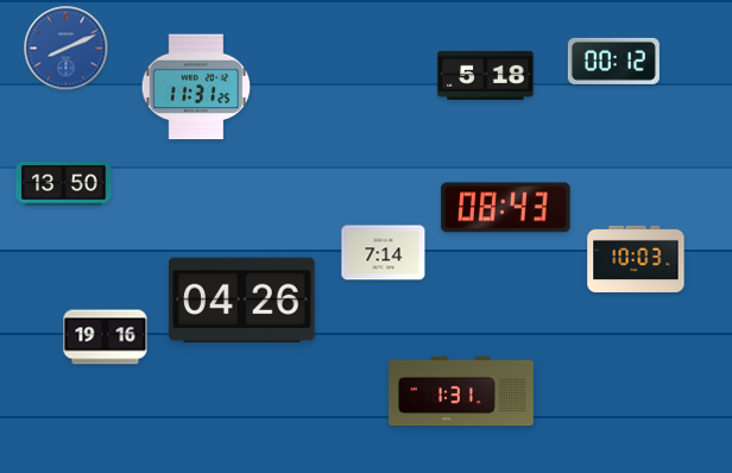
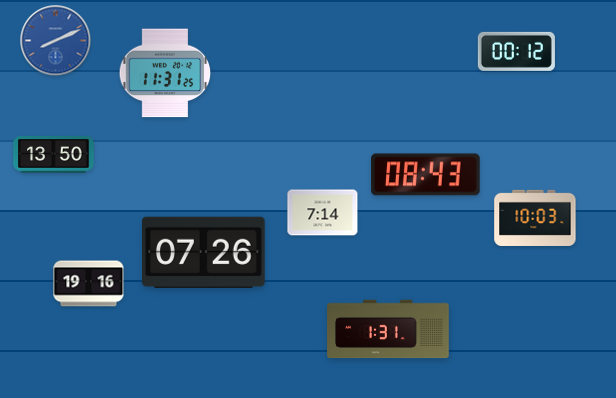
clock at (486, 75): 5:18 -> none
clock at (242, 299): 04:26 -> 07:26
